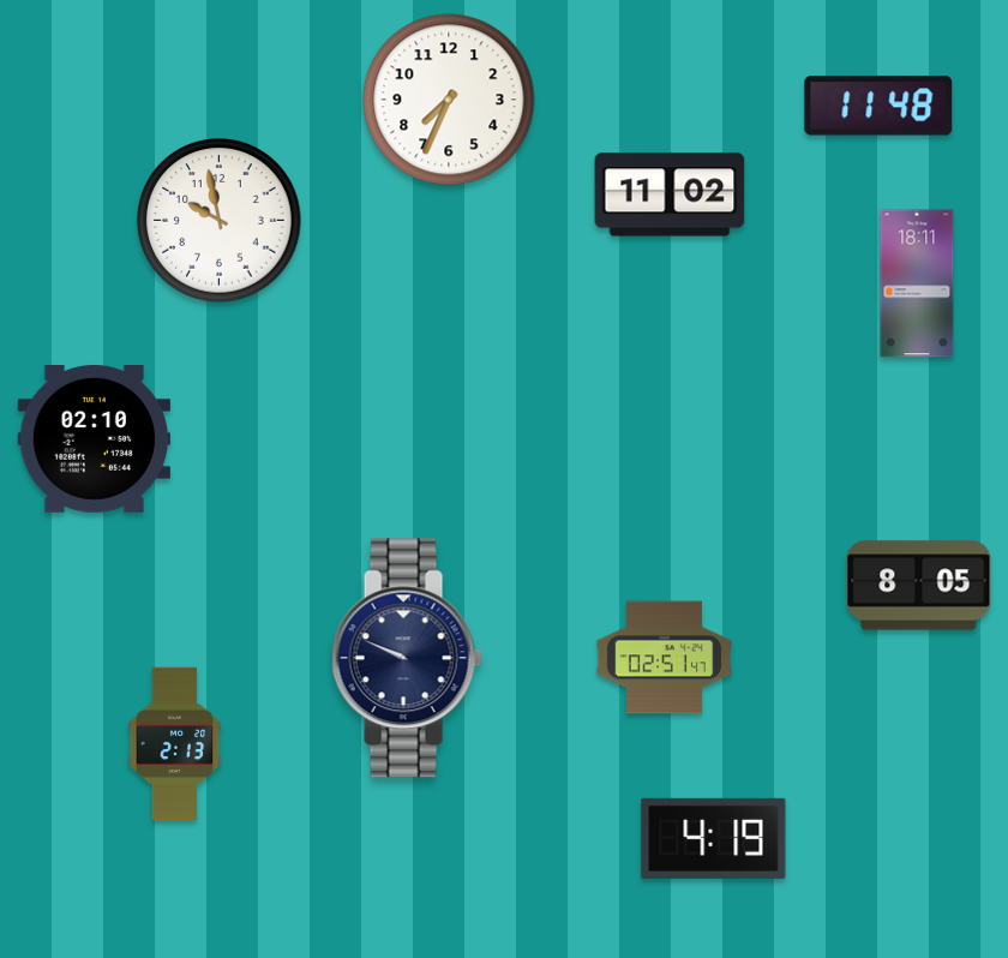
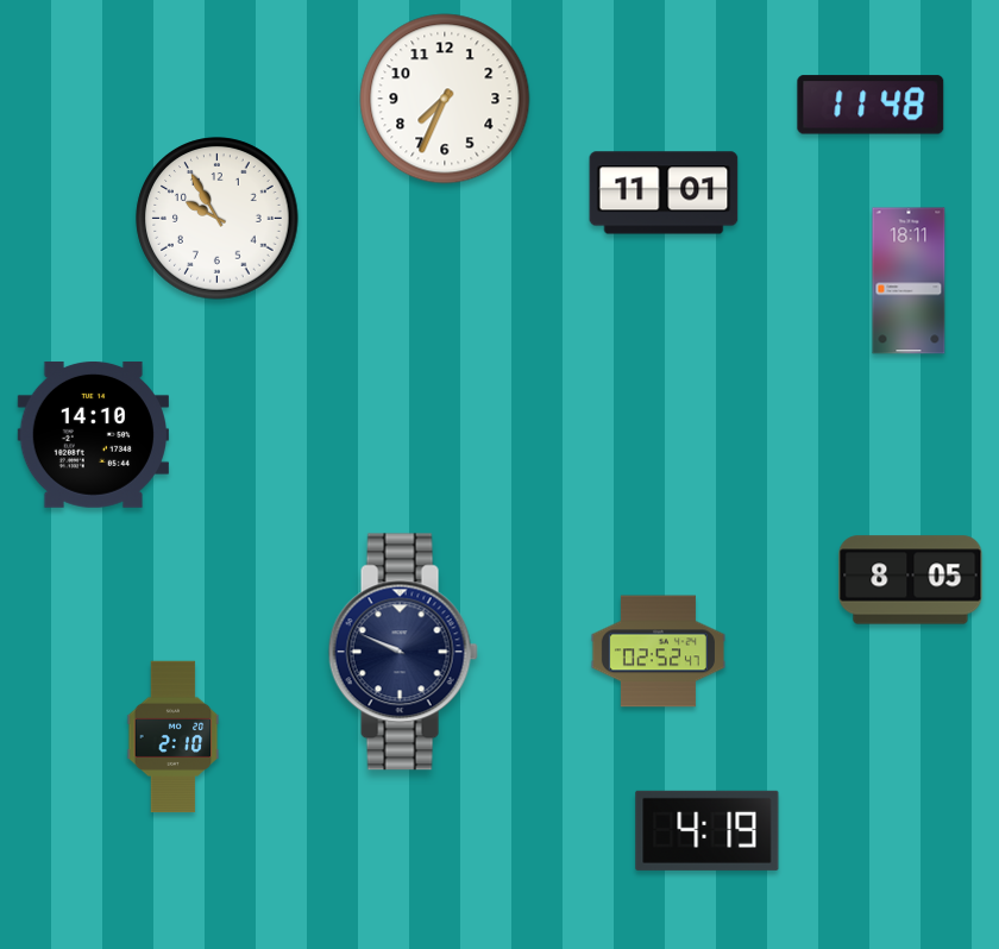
clock at (670, 194): 11:02 -> 11:01
clock at (220, 221): 9:58 -> 9:55
clock at (94, 438): 02:10 -> 14:10
clock at (664, 658): 02:51 -> 02:52
clock at (175, 744): 2:13 -> 2:10
